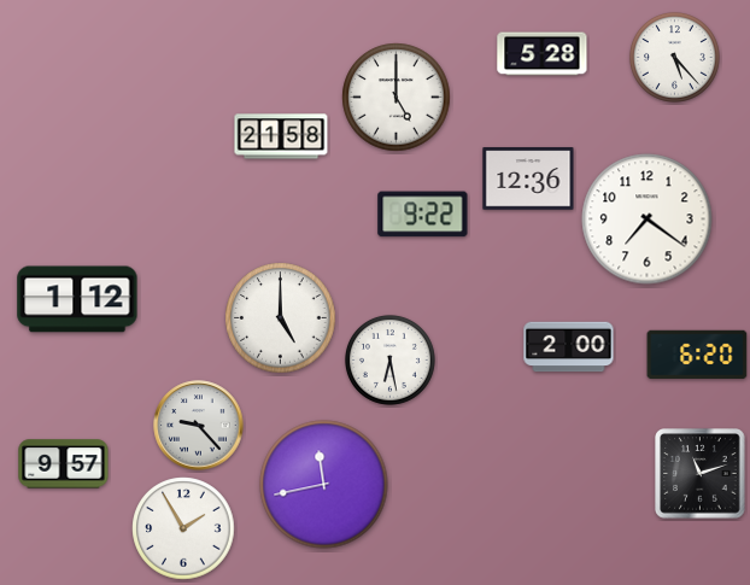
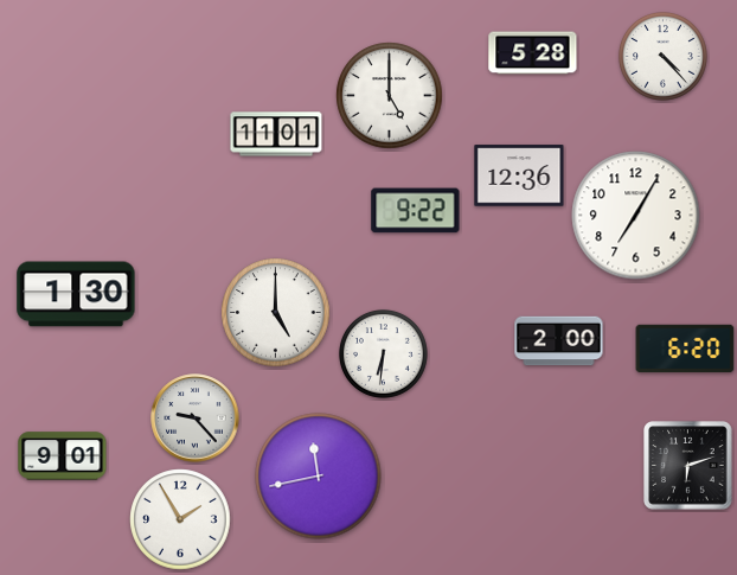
clock at (674, 57): 5:23 -> 4:23
clock at (281, 136): 21:58 -> 11:01
clock at (648, 220): 7:21 -> 7:05
clock at (77, 299): 1:12 -> 1:30
clock at (389, 359): 6:28 -> 6:31
clock at (64, 464): 9:57 -> 9:01
clock at (701, 474): 11:12 -> 6:12
